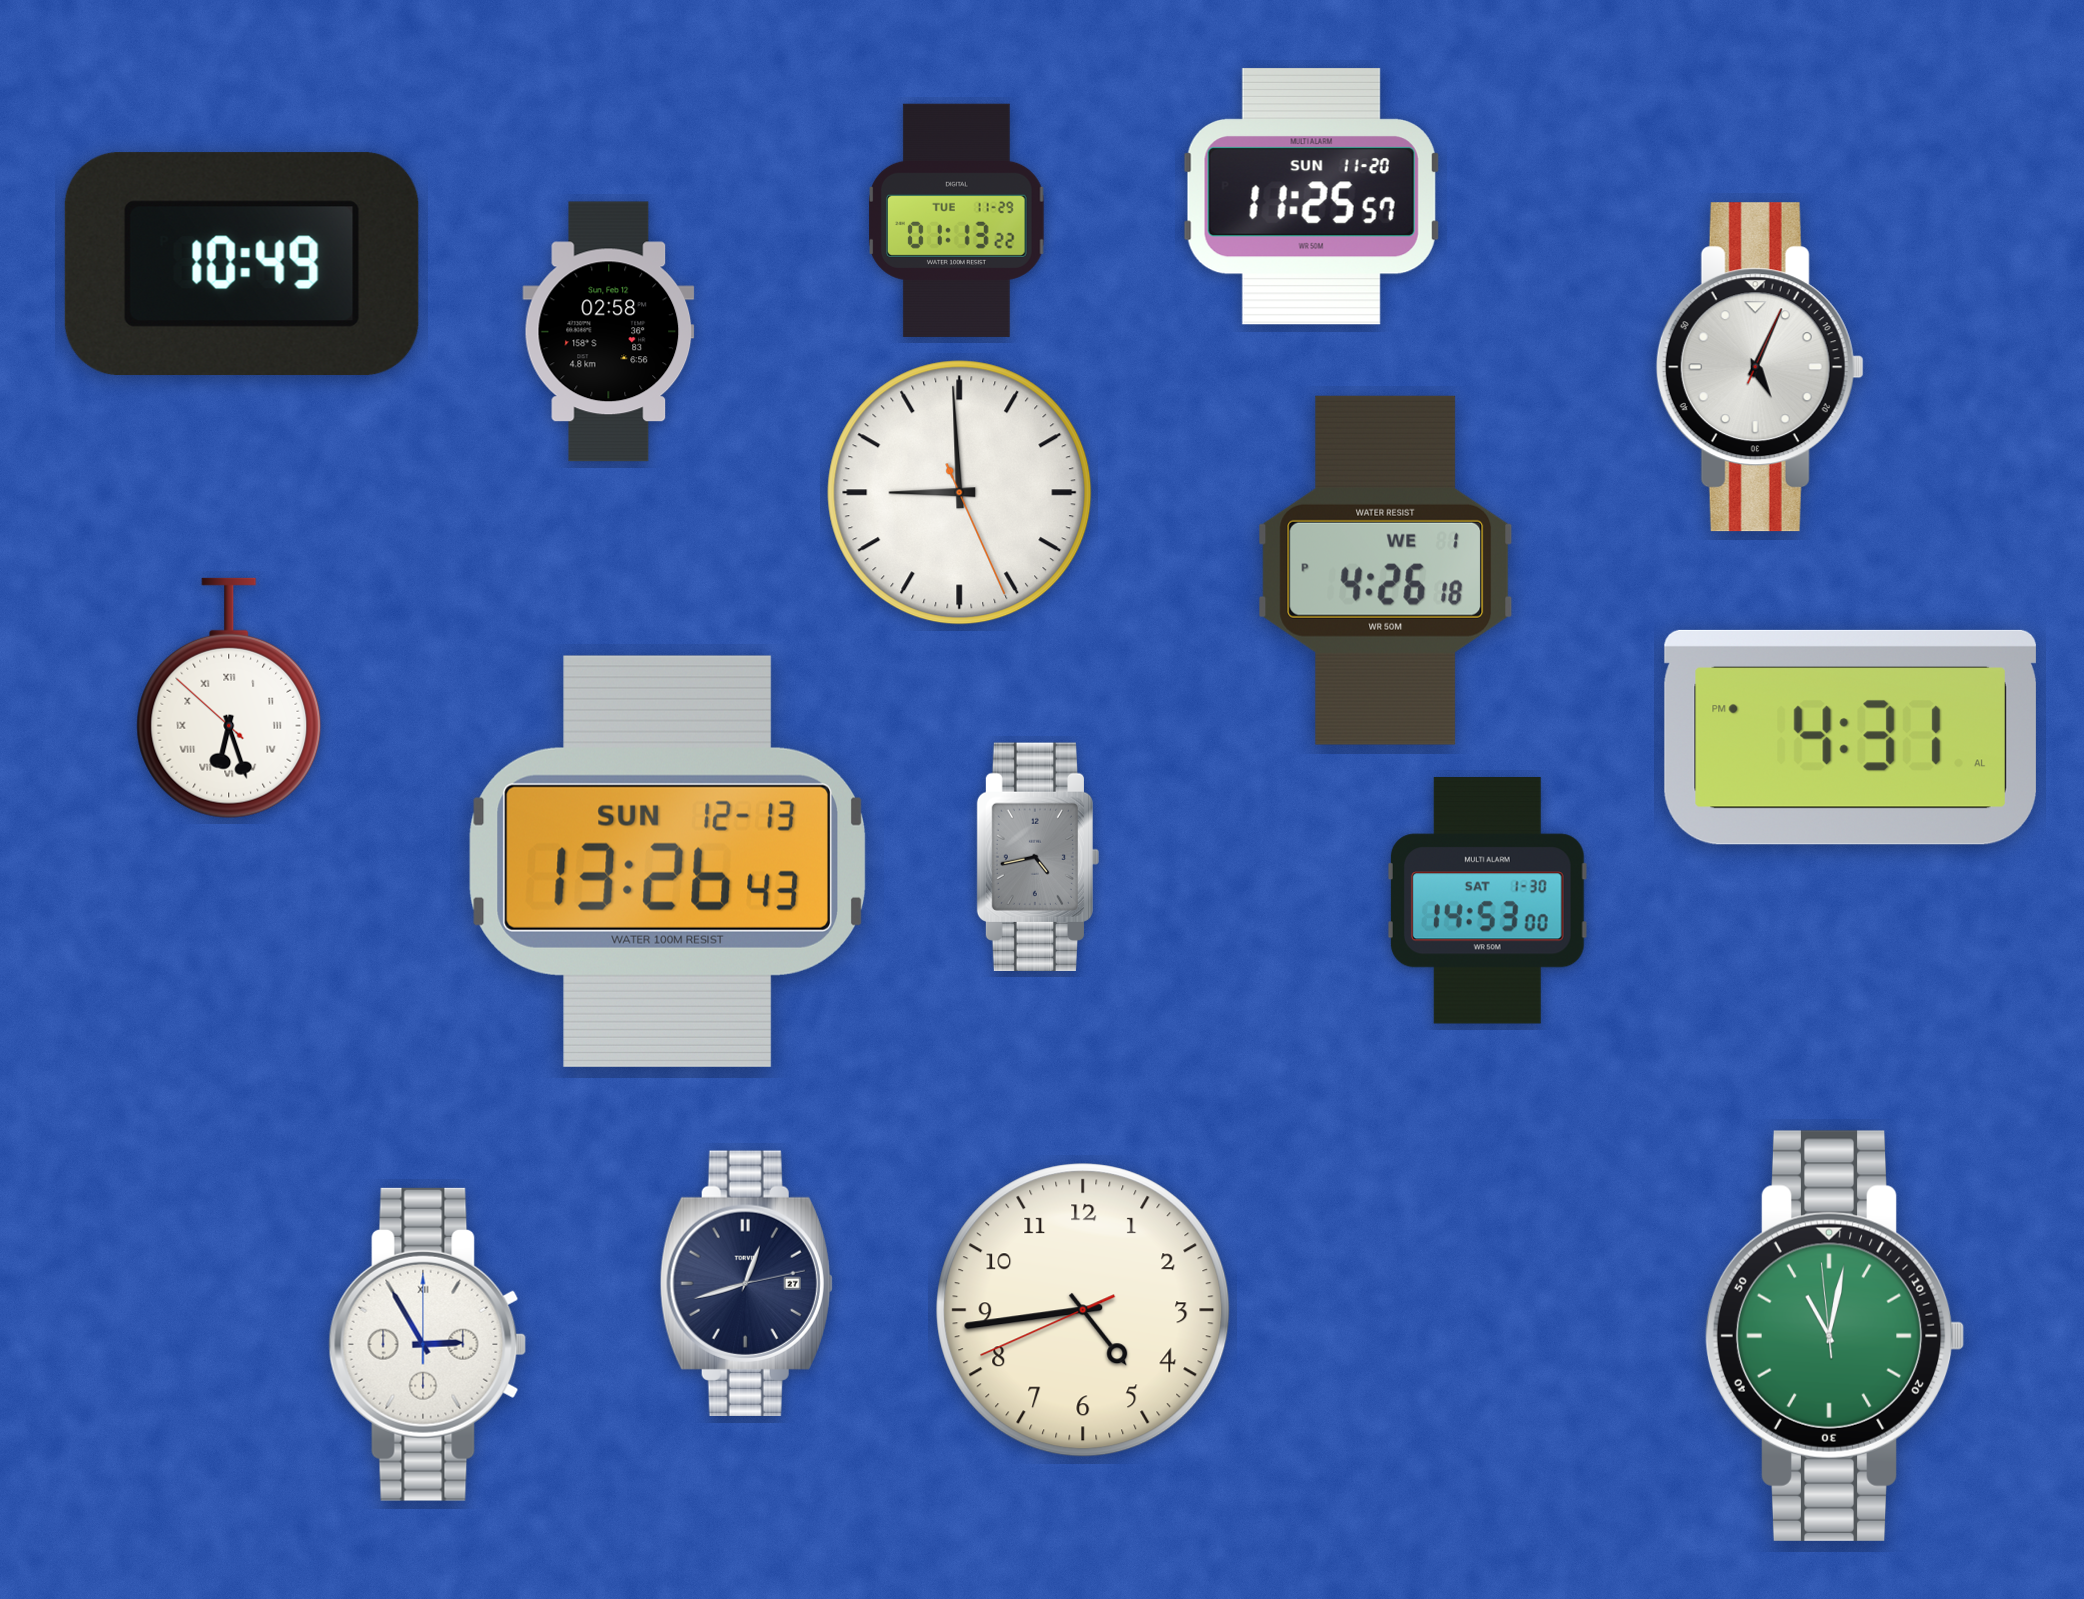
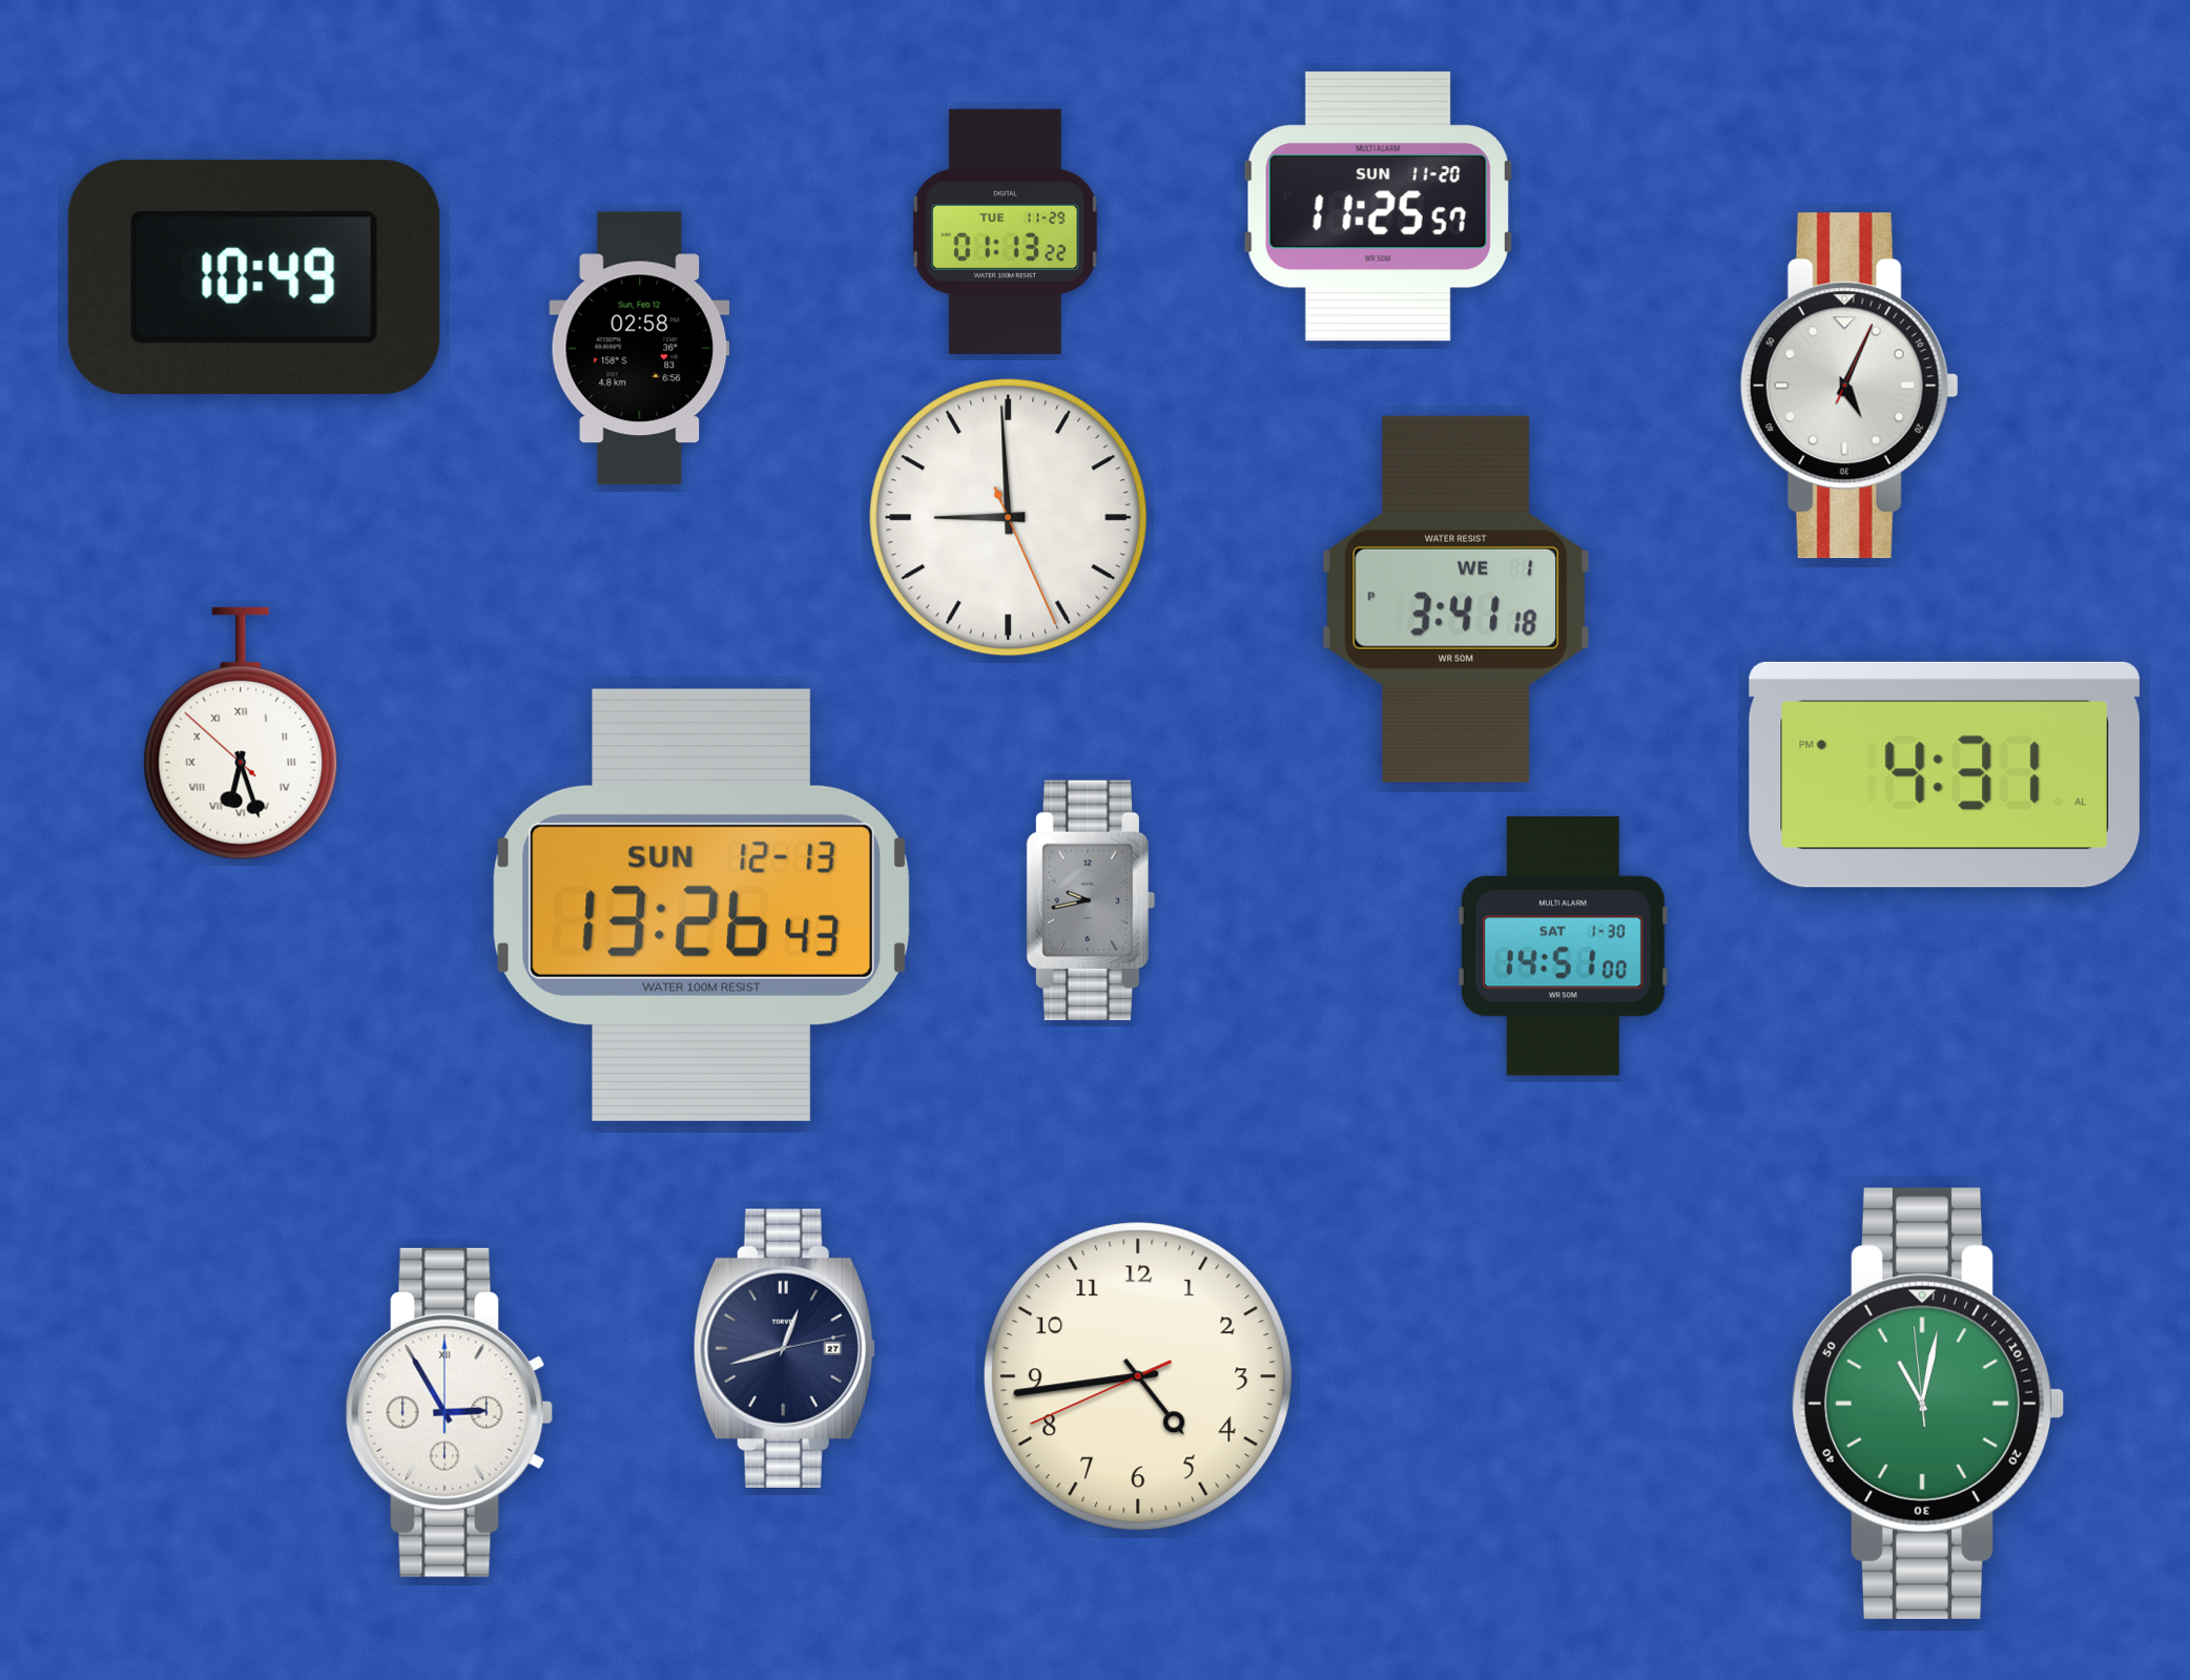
clock at (1386, 570): 4:26 -> 3:41
clock at (1037, 856): 4:43 -> 9:43
clock at (1487, 901): 14:53 -> 14:51
